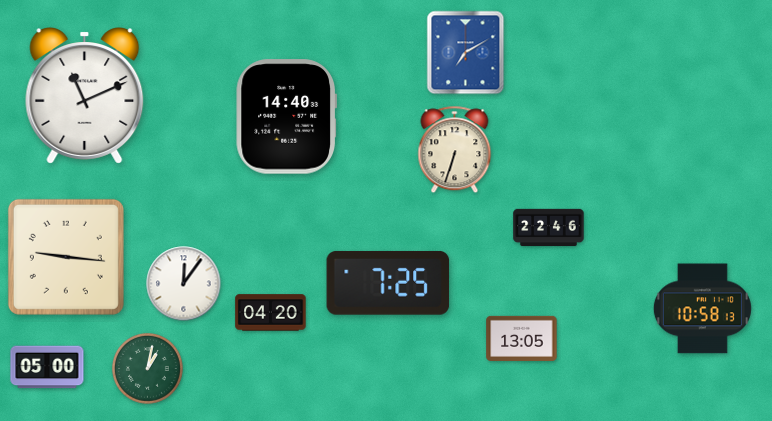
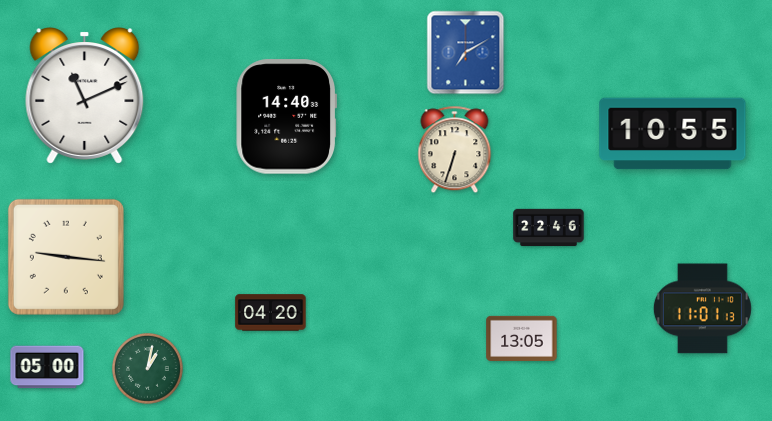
clock at (673, 134): none -> 10:55
clock at (388, 283): 7:25 -> none
clock at (184, 284): 12:06 -> none
clock at (702, 309): 10:58 -> 11:01
